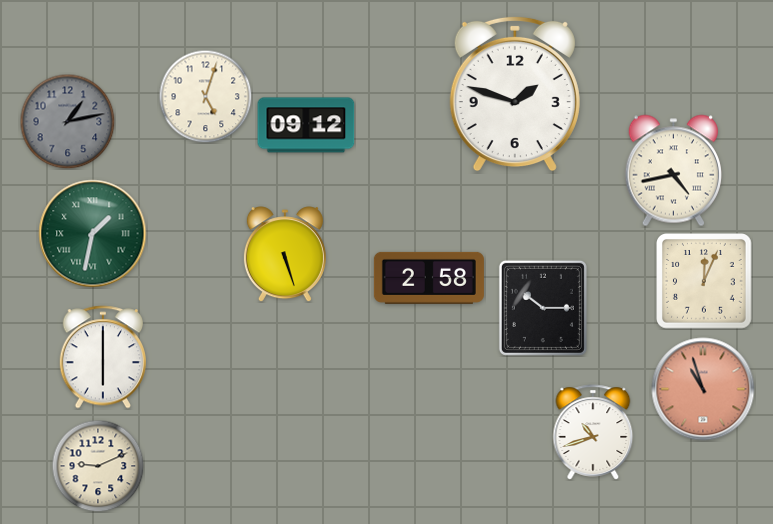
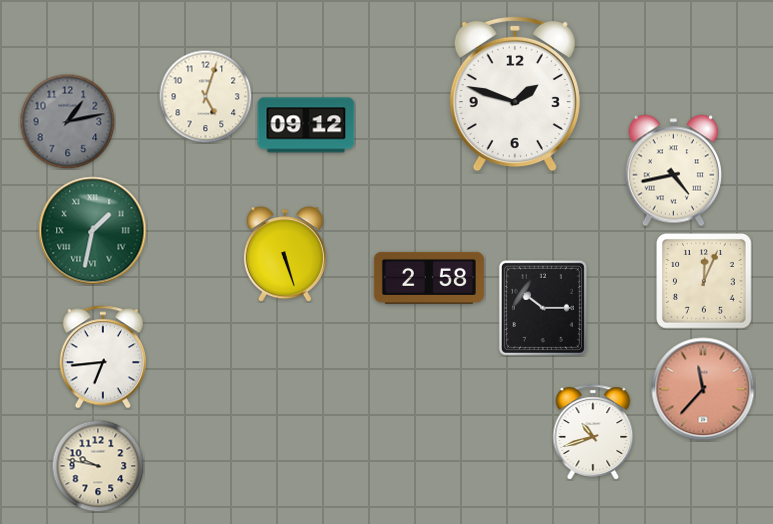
clock at (93, 234) position: (93, 234) -> (93, 231)
clock at (102, 357): 6:00 -> 6:44
clock at (703, 389): 10:57 -> 11:37
clock at (98, 466): 9:11 -> 9:47
